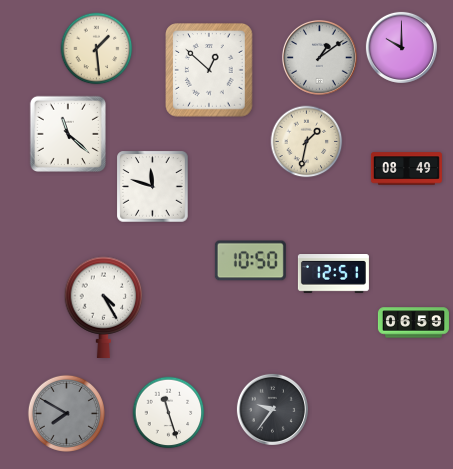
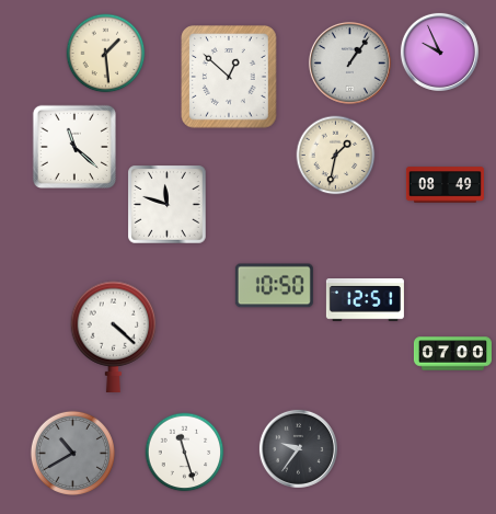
clock at (401, 47): 10:00 -> 9:56
clock at (319, 57): 1:09 -> 1:06
clock at (104, 307): 4:25 -> 4:22
clock at (413, 323): 06:59 -> 07:00
clock at (66, 413): 7:50 -> 10:40
